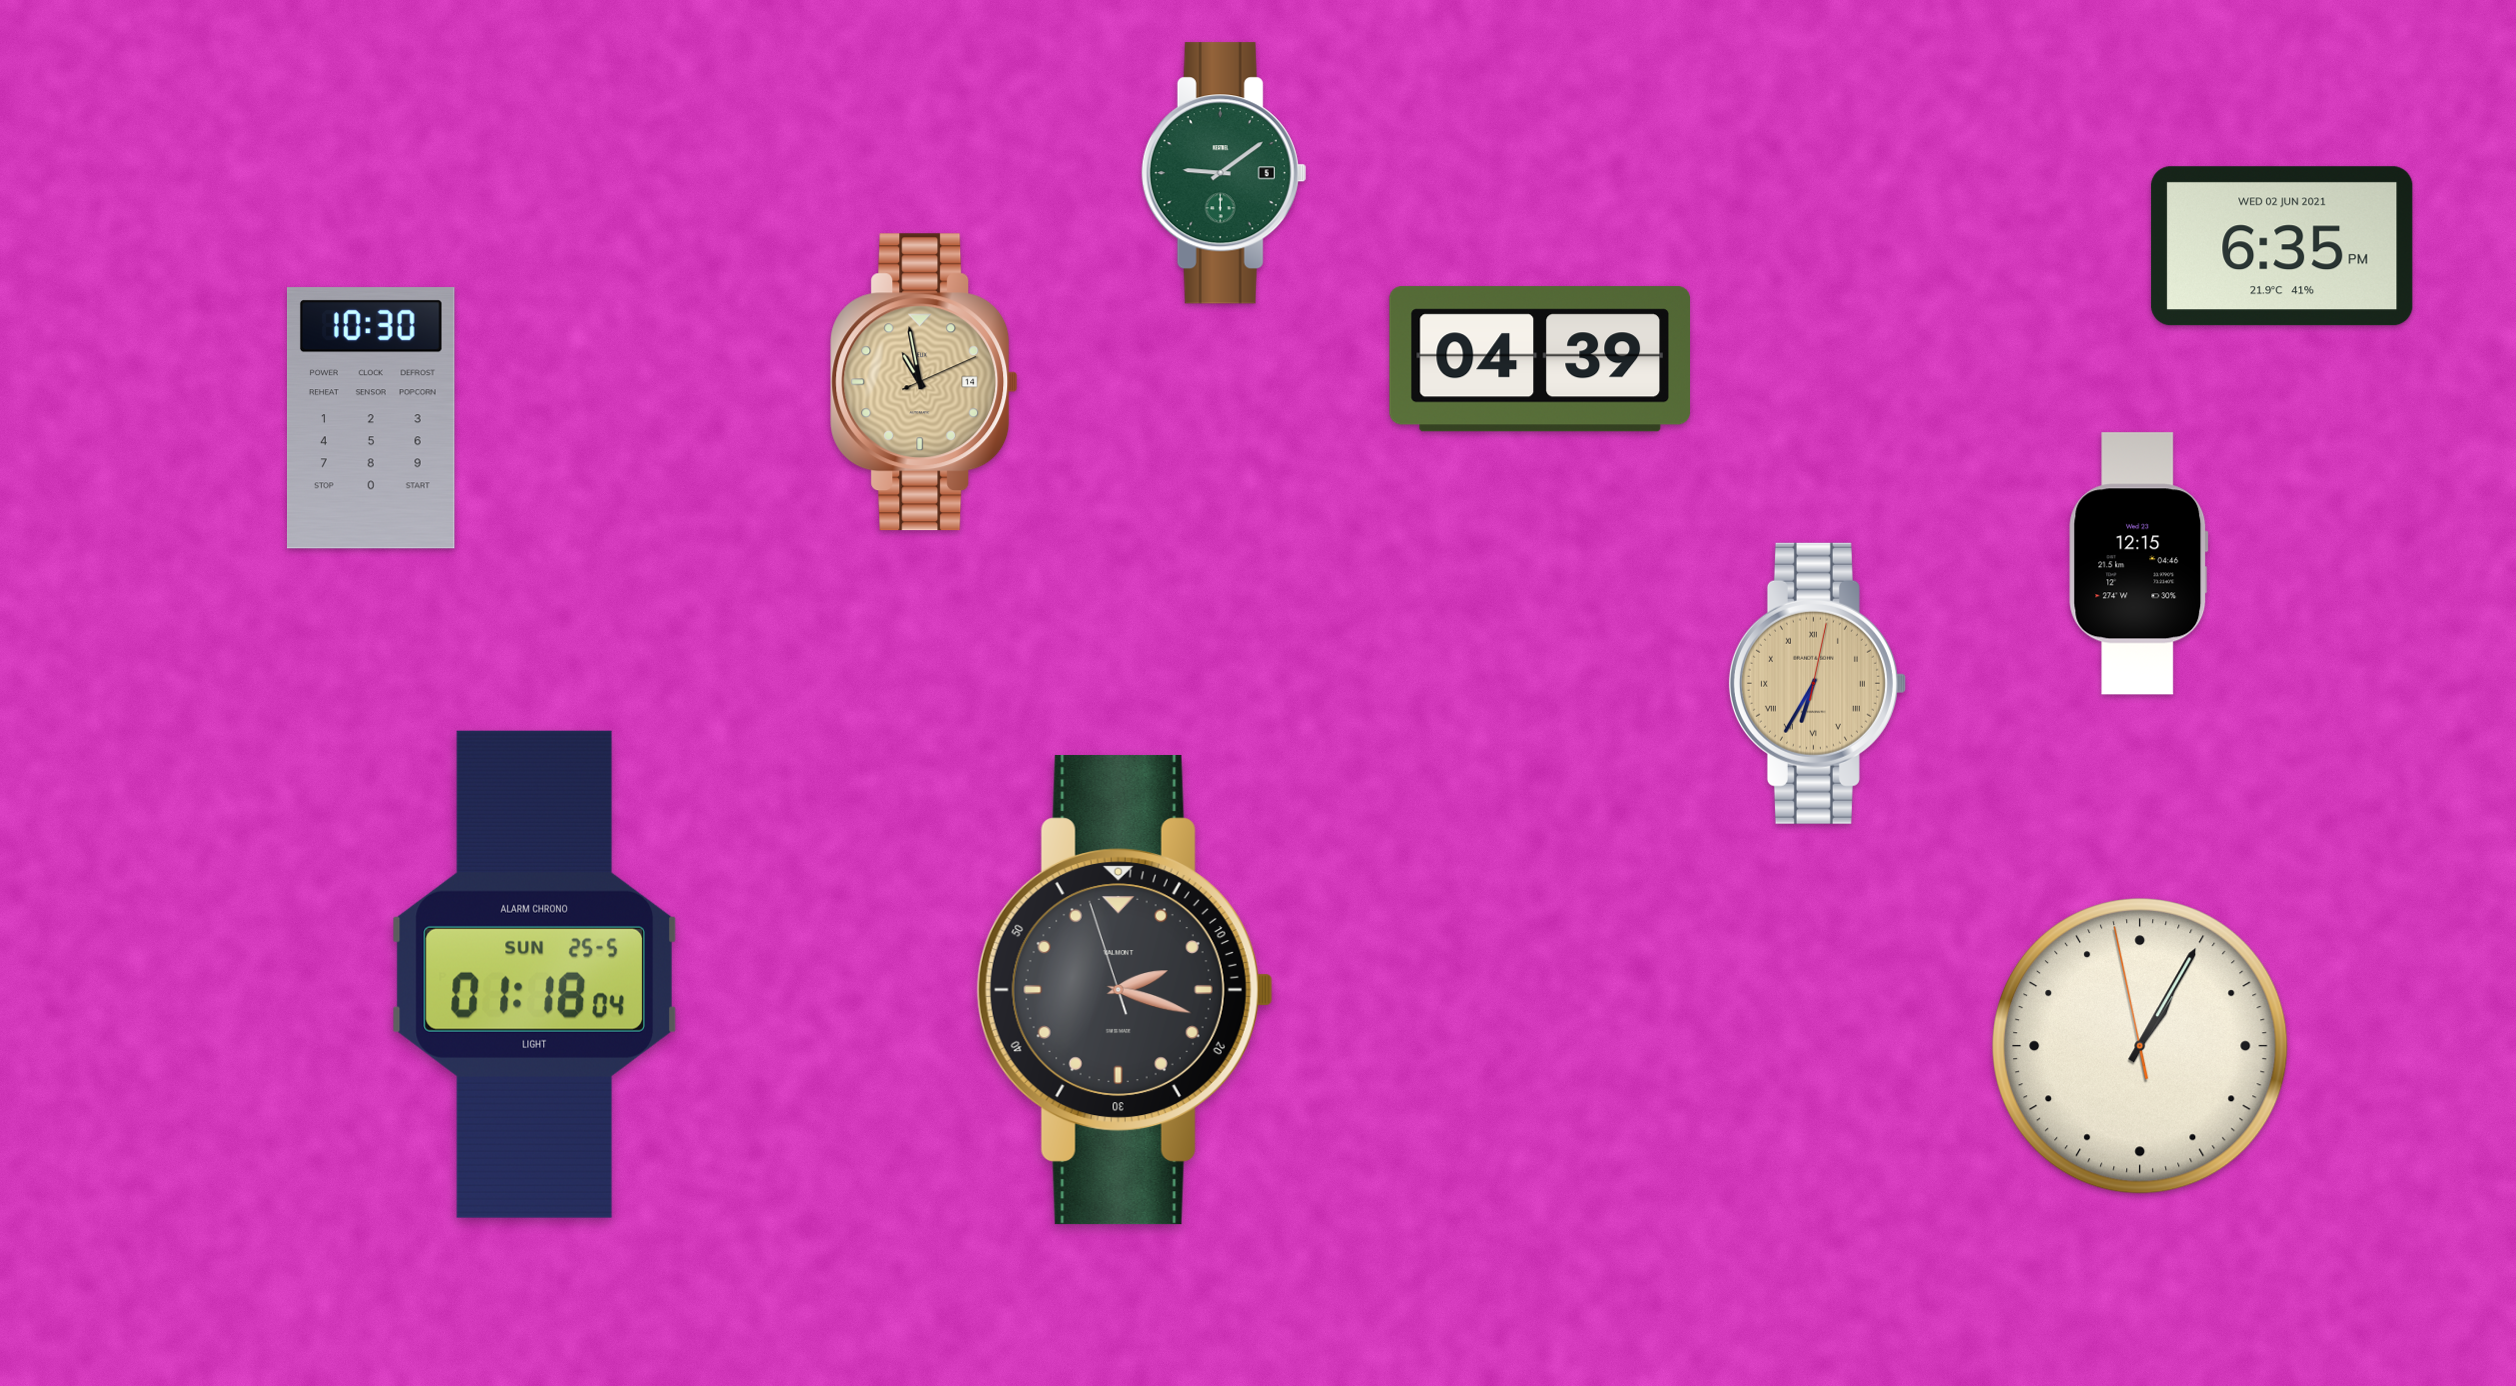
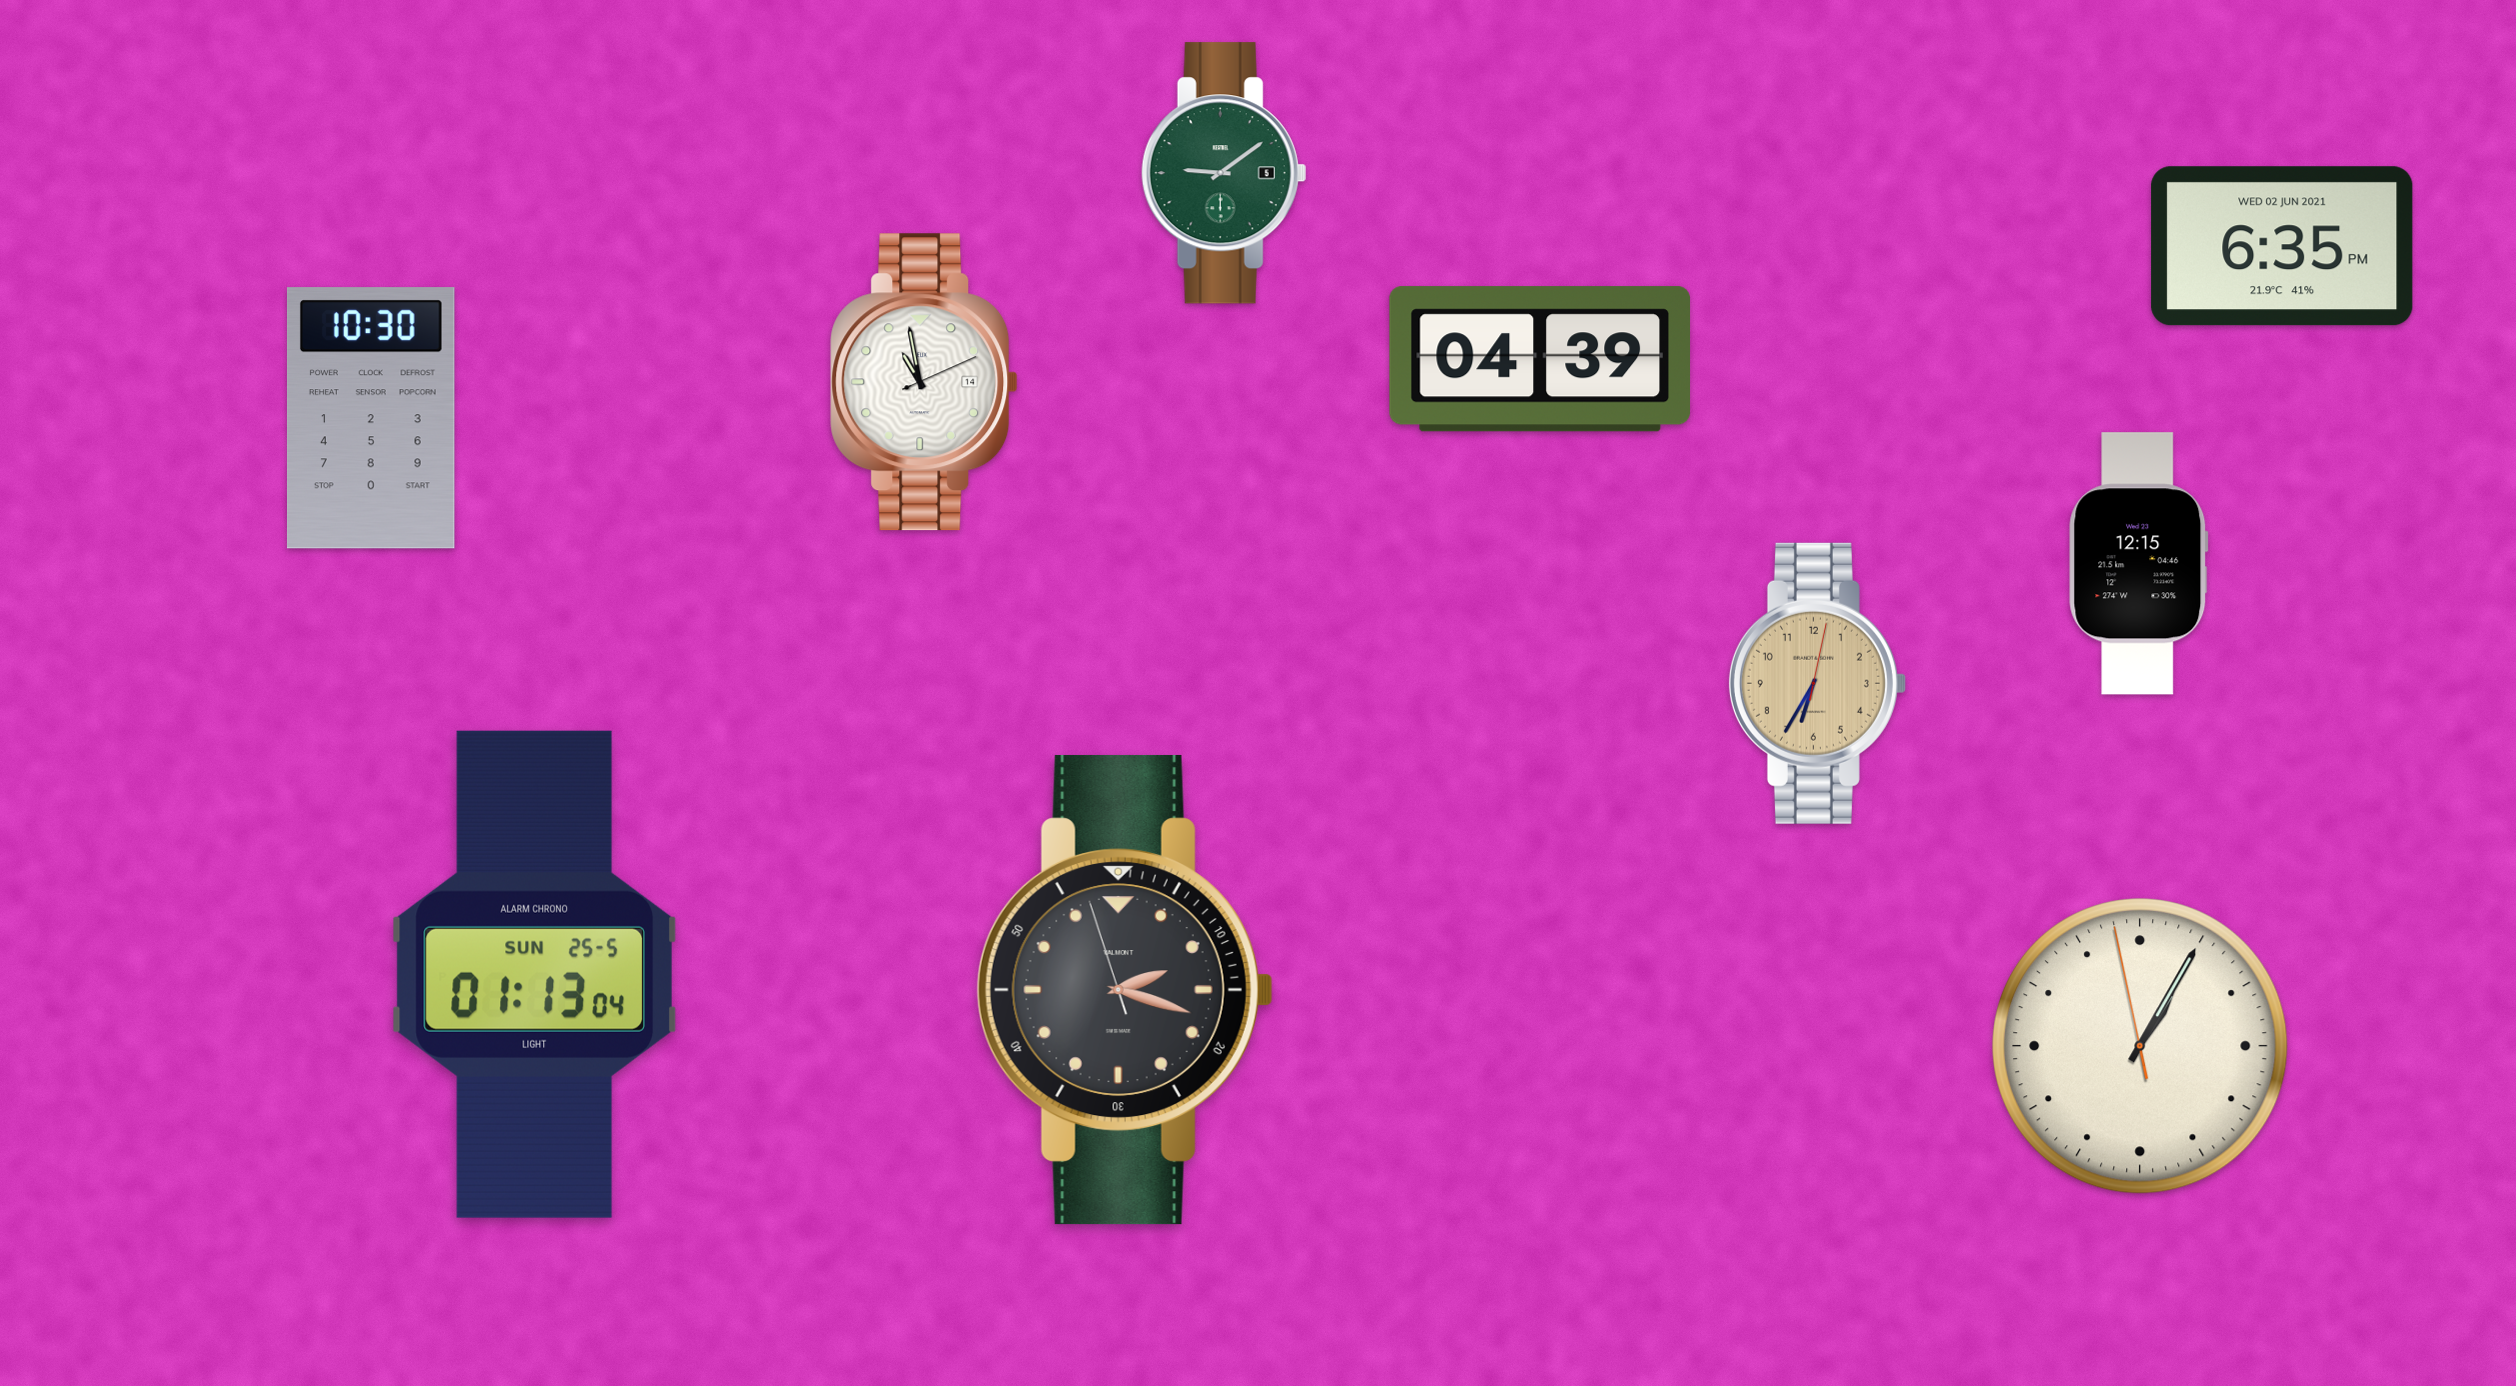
clock at (924, 382) dial: champagne -> white
clock at (1817, 683) numerals: Roman -> Arabic
clock at (534, 974): 01:18 -> 01:13
